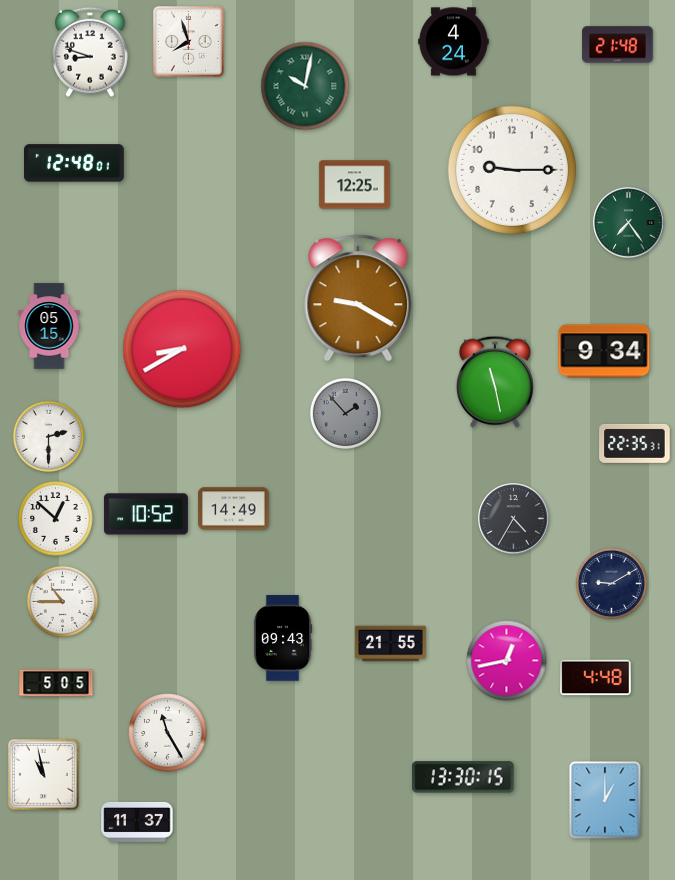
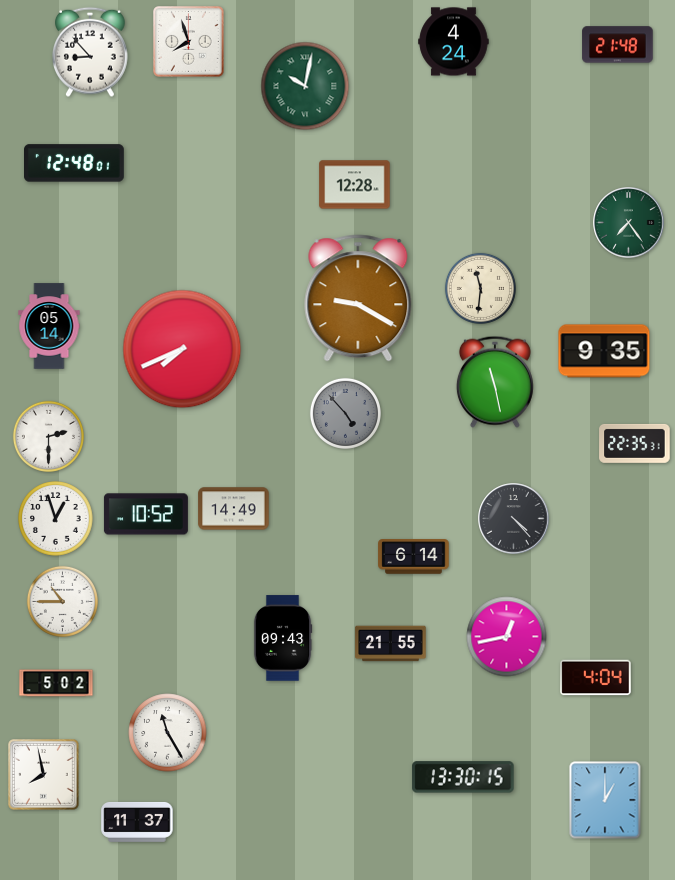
clock at (91, 52): 8:48 -> 8:53
clock at (512, 170): 9:15 -> none
clock at (355, 185): 12:25 -> 12:28
clock at (480, 288): none -> 11:31
clock at (49, 326): 05:15 -> 05:14
clock at (182, 349): 8:40 -> 7:41
clock at (604, 351): 9:34 -> 9:35
clock at (345, 413): 1:53 -> 4:53
clock at (56, 519): 12:52 -> 12:57
clock at (514, 519): 4:35 -> 4:23
clock at (414, 557): none -> 6:14
clock at (611, 583): 9:10 -> none
clock at (507, 661) position: (507, 661) -> (507, 637)
clock at (596, 678): 4:48 -> 4:04
clock at (56, 683): 5:05 -> 5:02
clock at (44, 775): 10:58 -> 7:58
